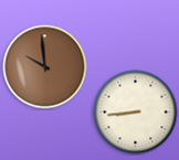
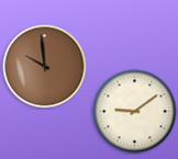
clock at (136, 113): 8:44 -> 9:09
